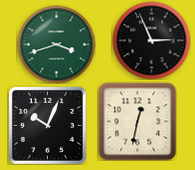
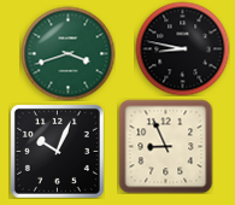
clock at (151, 40): 2:56 -> 8:47
clock at (137, 121): 12:32 -> 8:56
